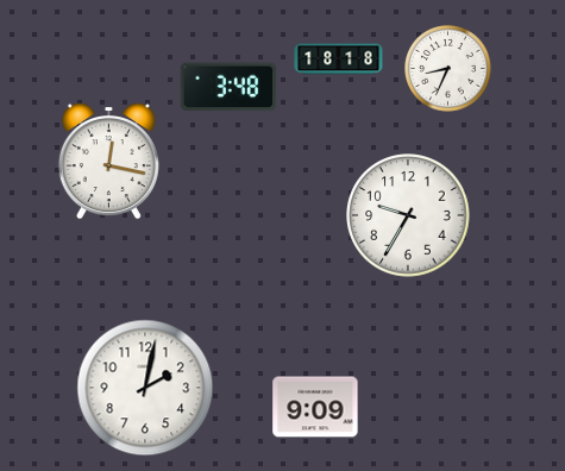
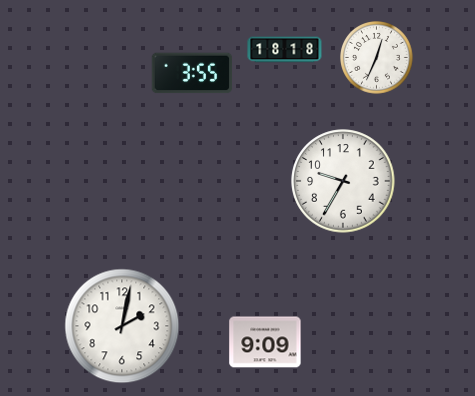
clock at (448, 69): 8:34 -> 12:34
clock at (228, 87): 3:48 -> 3:55
clock at (108, 162): 12:17 -> none
